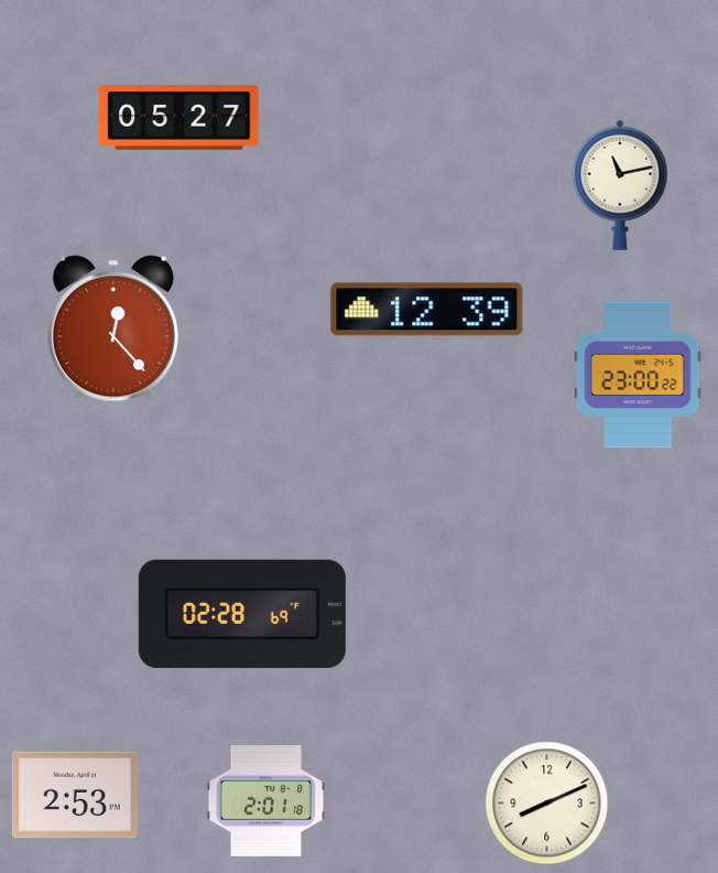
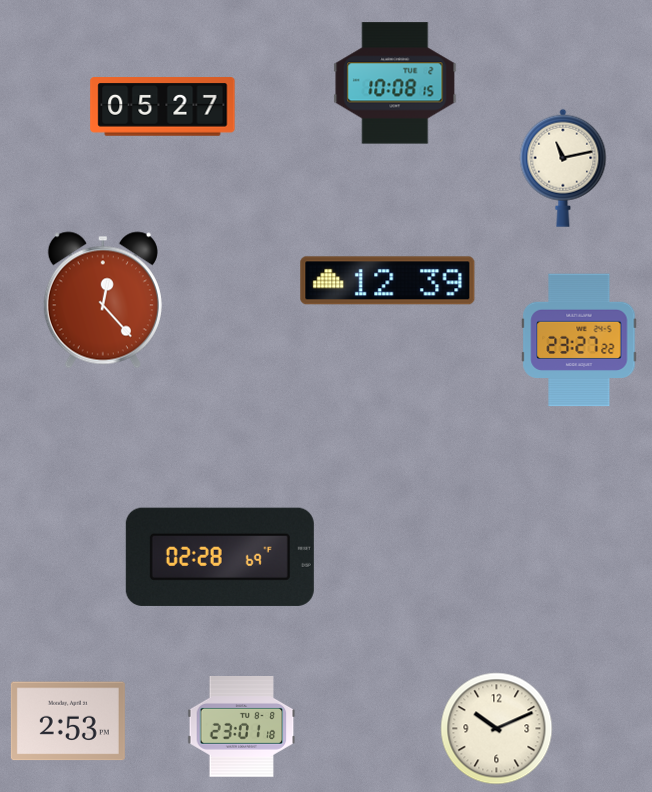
clock at (395, 83): none -> 10:08
clock at (638, 375): 23:00 -> 23:27
clock at (266, 801): 2:01 -> 23:01
clock at (547, 804): 8:11 -> 10:11
